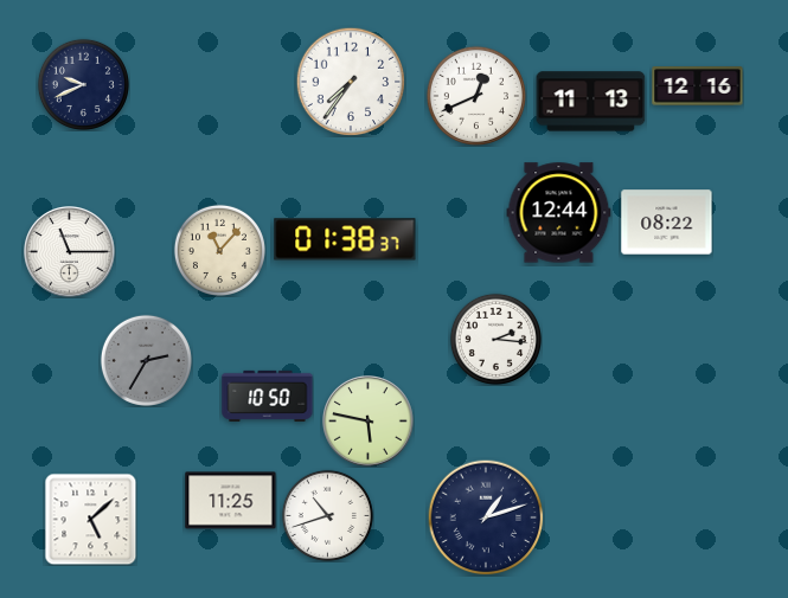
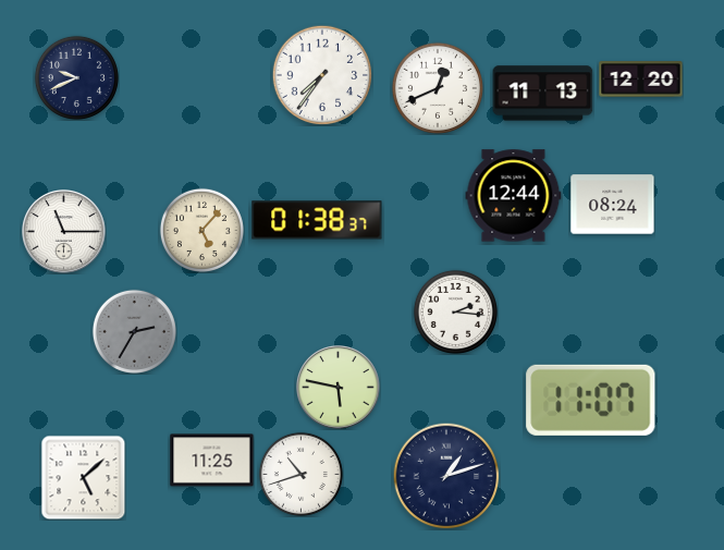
clock at (698, 86): 12:16 -> 12:20
clock at (667, 223): 08:22 -> 08:24
clock at (219, 250): 11:07 -> 5:07
clock at (268, 396): 10:50 -> none
clock at (591, 400): none -> 11:07
